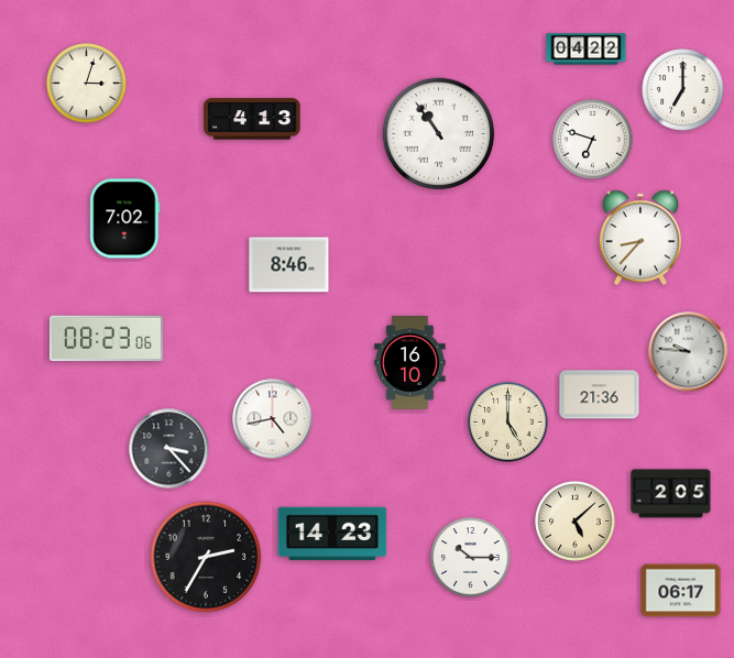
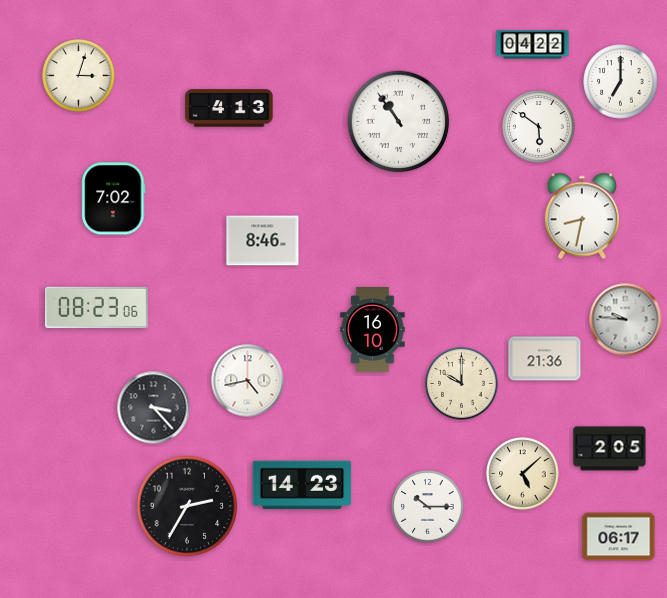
clock at (593, 140): 6:48 -> 5:51
clock at (640, 238): 8:37 -> 8:32
clock at (508, 423): 5:00 -> 10:00
